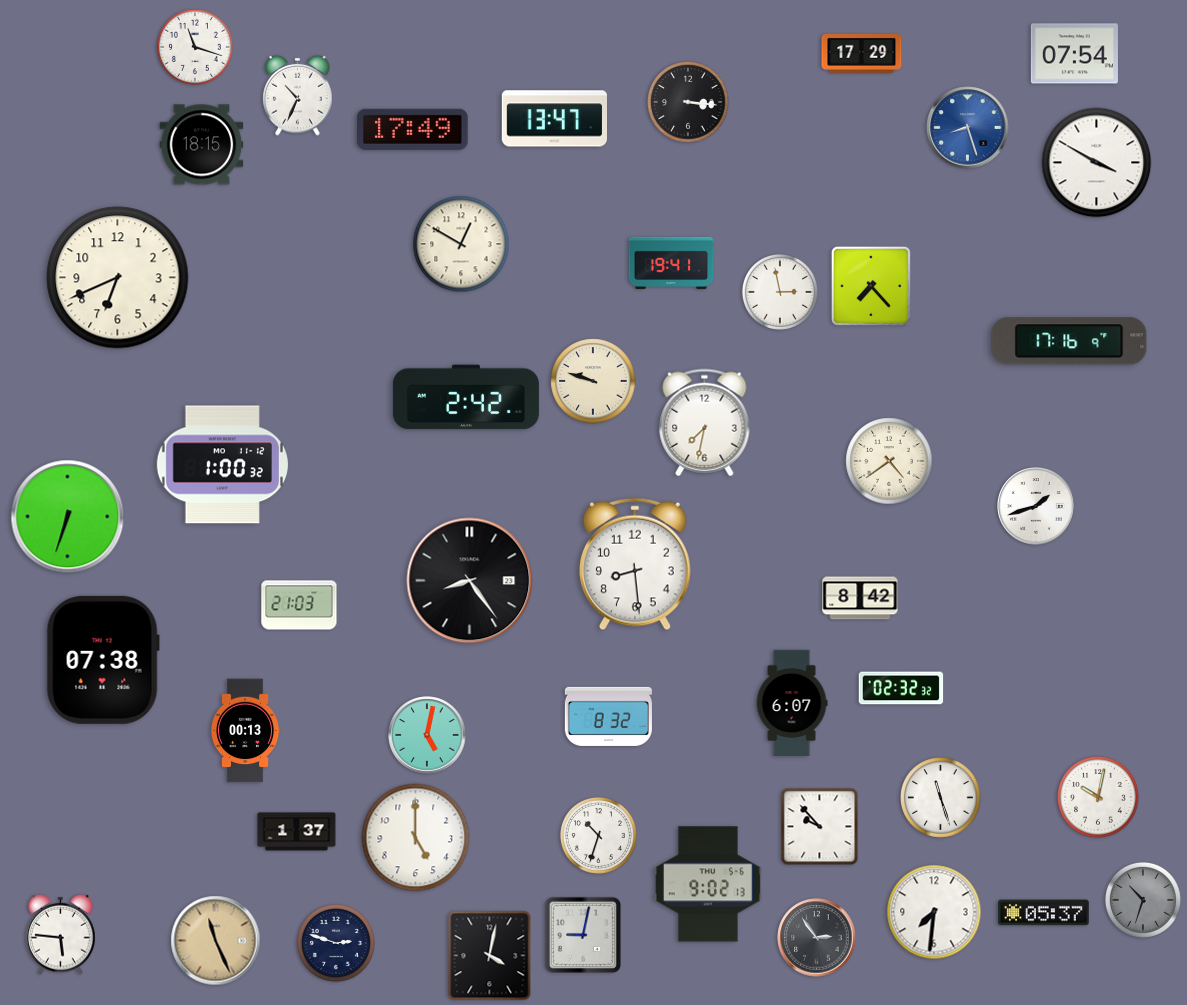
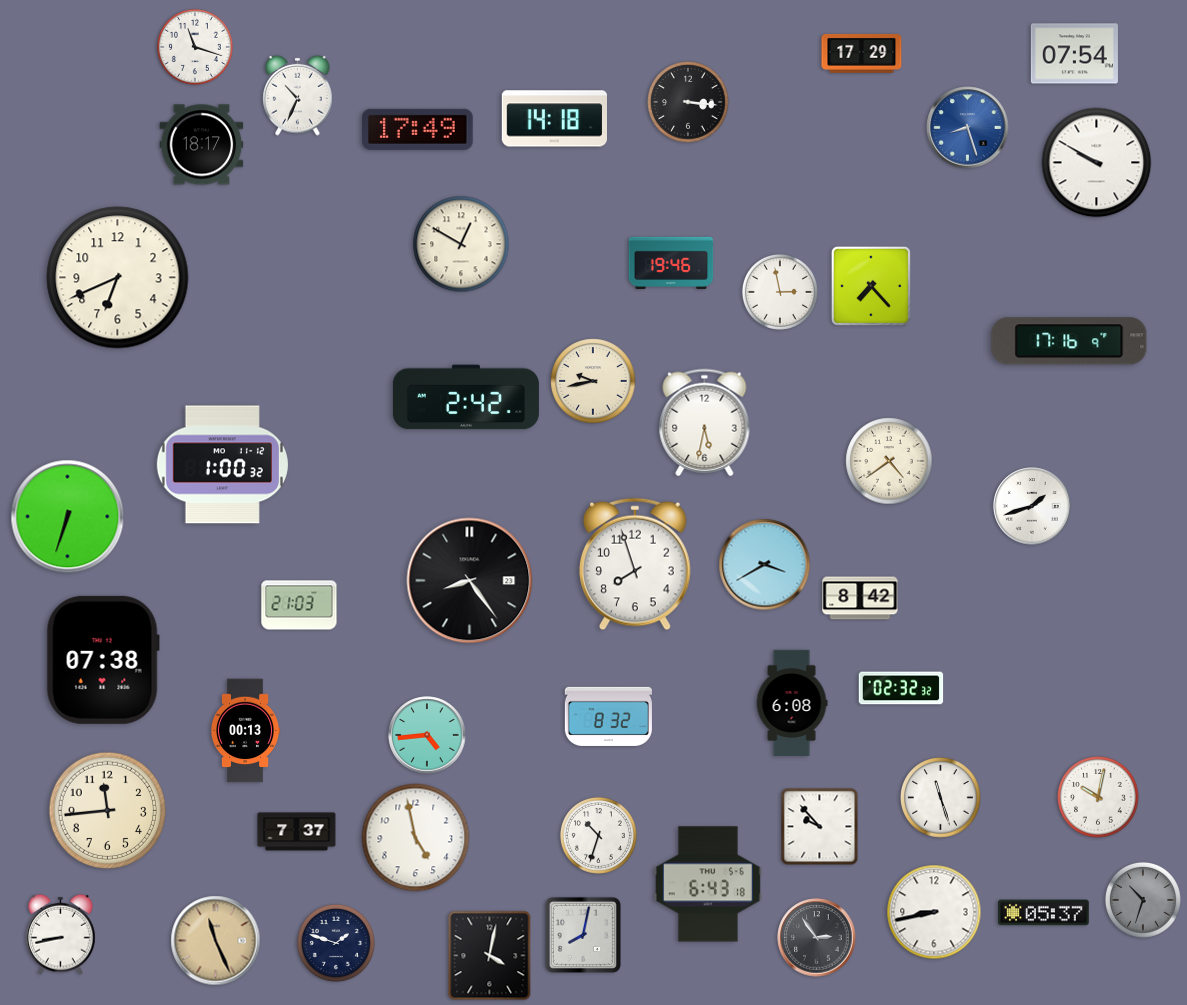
clock at (554, 119): 13:47 -> 14:18
clock at (413, 129) position: (413, 129) -> (418, 129)
clock at (202, 145): 18:15 -> 18:17
clock at (1097, 163): 3:50 -> 9:50
clock at (671, 263): 19:41 -> 19:46
clock at (593, 381): 9:48 -> 9:43
clock at (705, 423): 7:32 -> 5:32
clock at (1036, 506) position: (1036, 506) -> (1032, 506)
clock at (636, 564): 8:29 -> 7:57
clock at (765, 565): none -> 3:40
clock at (792, 703): 6:07 -> 6:08
clock at (427, 735): 5:02 -> 4:44
clock at (108, 811): none -> 11:44
clock at (297, 832): 1:37 -> 7:37
clock at (416, 838): 5:00 -> 4:58
clock at (708, 884): 9:02 -> 6:43
clock at (934, 912): 7:31 -> 8:43
clock at (61, 934): 5:46 -> 8:43
clock at (583, 935): 9:02 -> 8:02
clock at (336, 943): 2:48 -> 1:48
